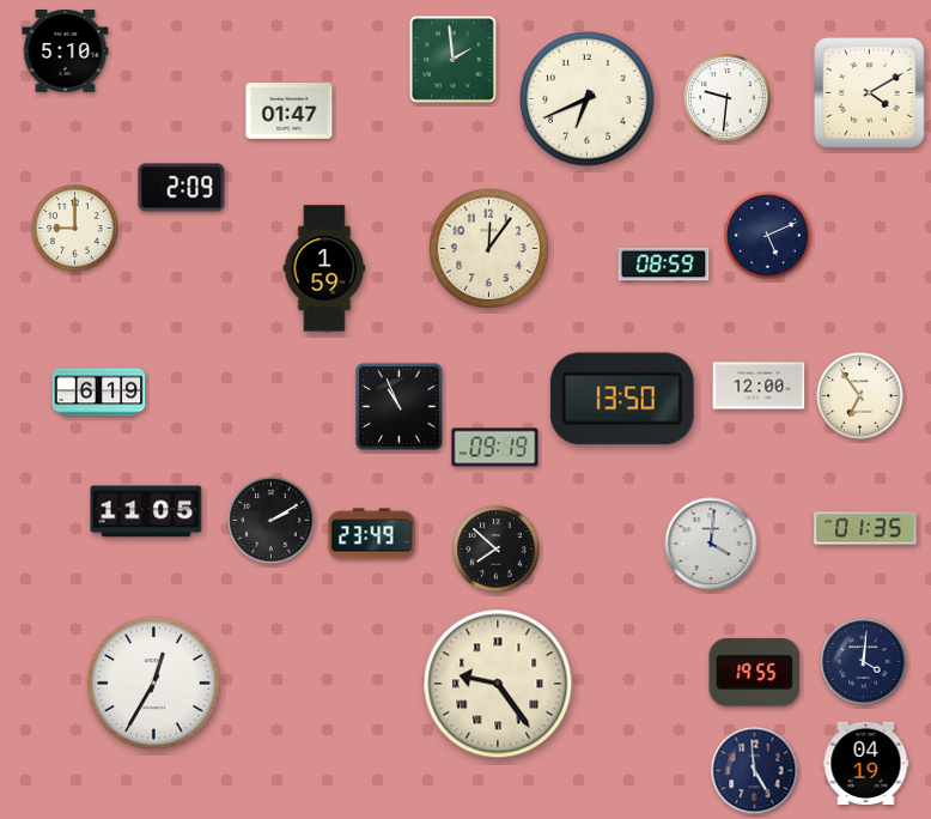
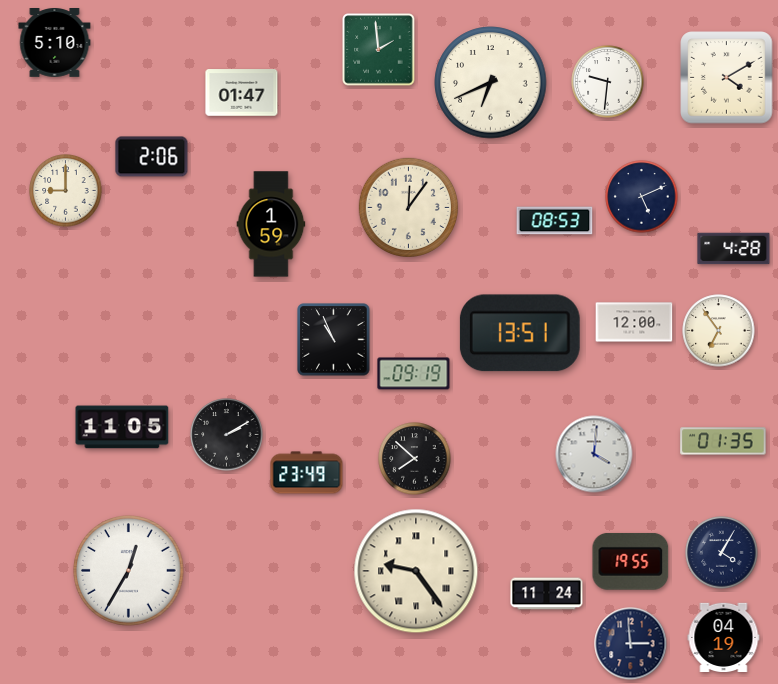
clock at (182, 188): 2:09 -> 2:06
clock at (75, 229) position: (75, 229) -> (66, 191)
clock at (664, 265): 08:59 -> 08:53
clock at (734, 249): none -> 4:28
clock at (99, 393): 6:19 -> none
clock at (622, 399): 13:50 -> 13:51
clock at (372, 534) position: (372, 534) -> (307, 473)
clock at (864, 662): 4:01 -> 4:05
clock at (547, 594): none -> 11:24
clock at (755, 771): 4:59 -> 2:59
